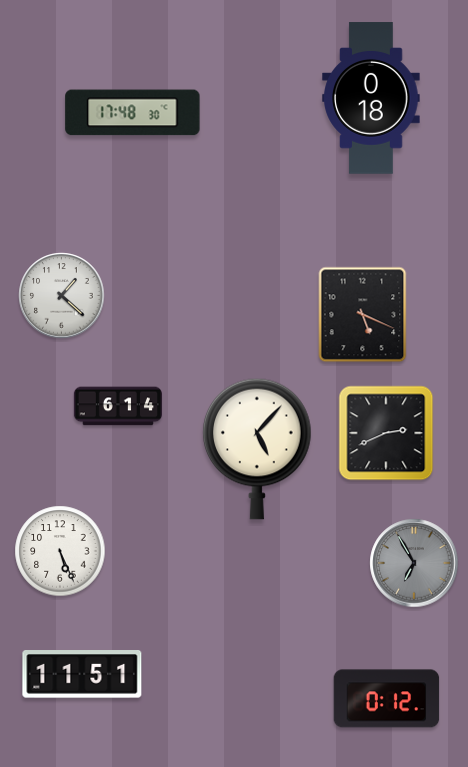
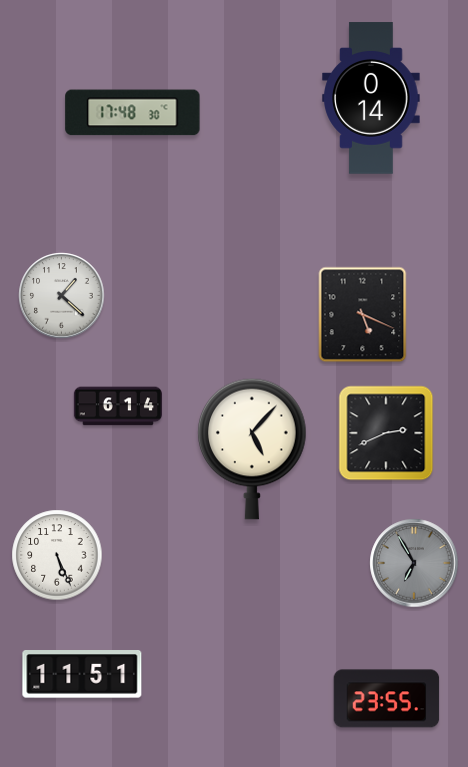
clock at (371, 98): 0:18 -> 0:14
clock at (257, 449) position: (257, 449) -> (252, 449)
clock at (60, 551) position: (60, 551) -> (57, 555)
clock at (387, 699): 0:12 -> 23:55
